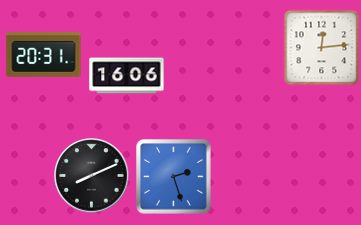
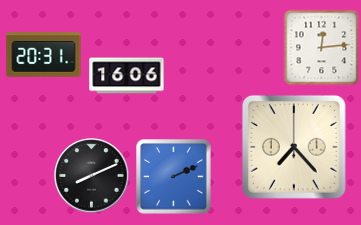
clock at (294, 147): none -> 7:23
clock at (174, 177): 2:27 -> 2:11
